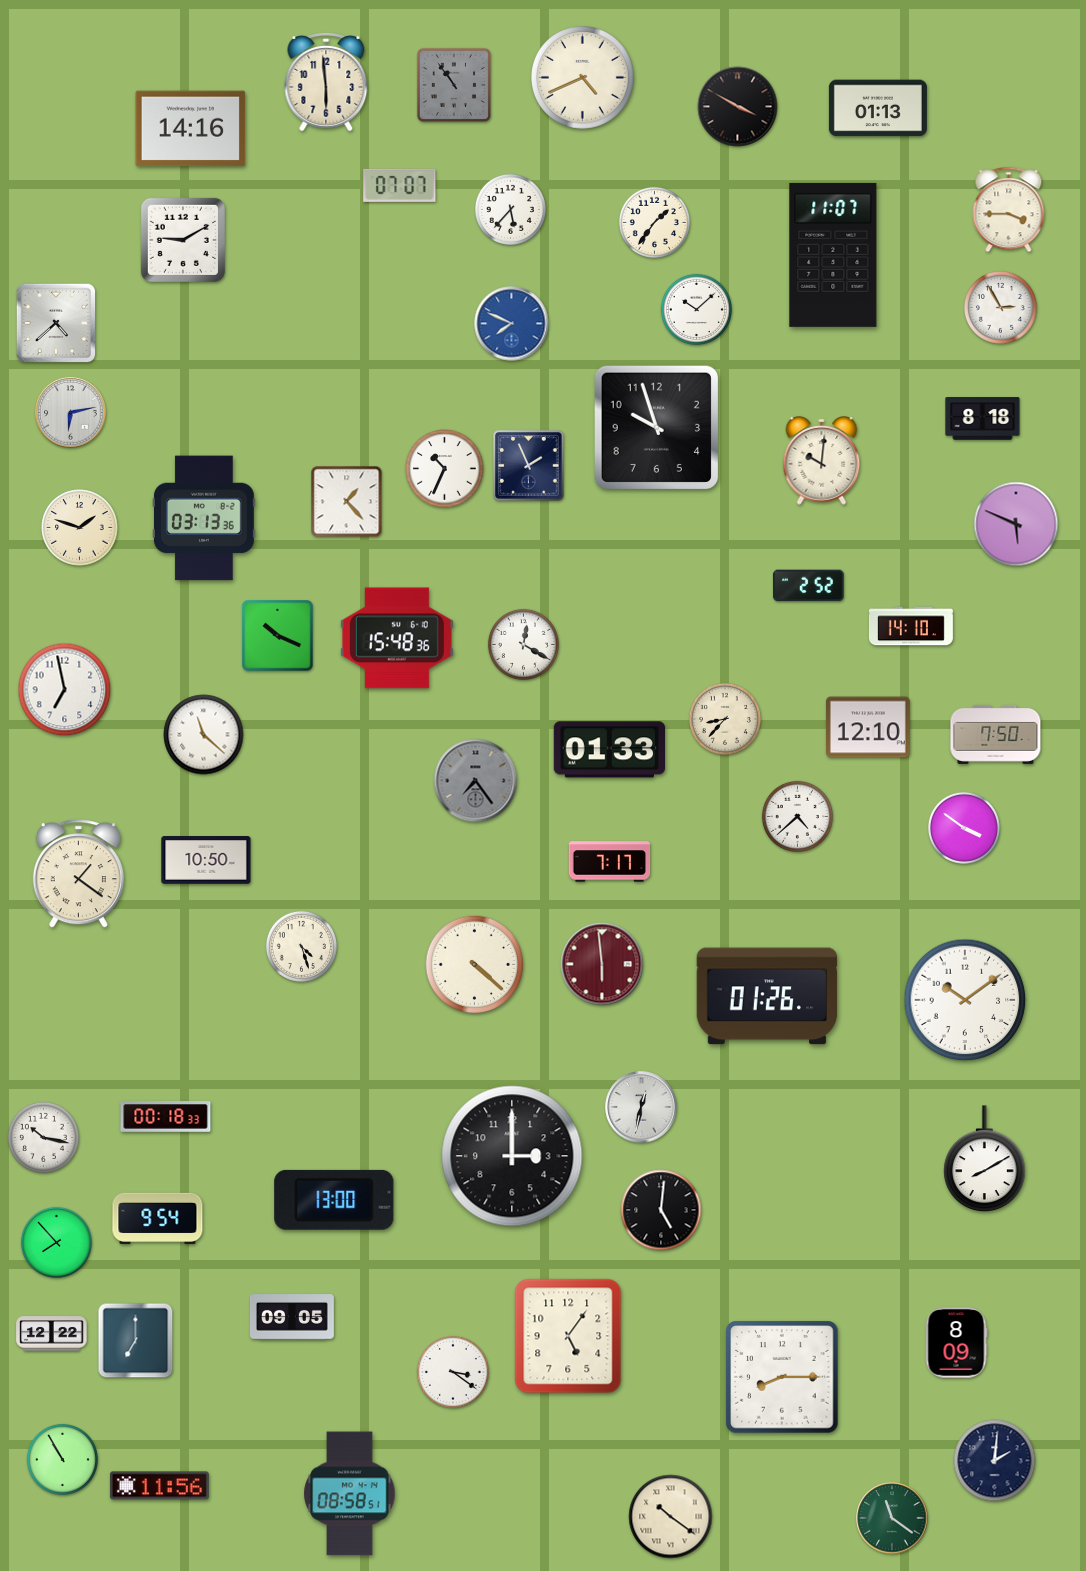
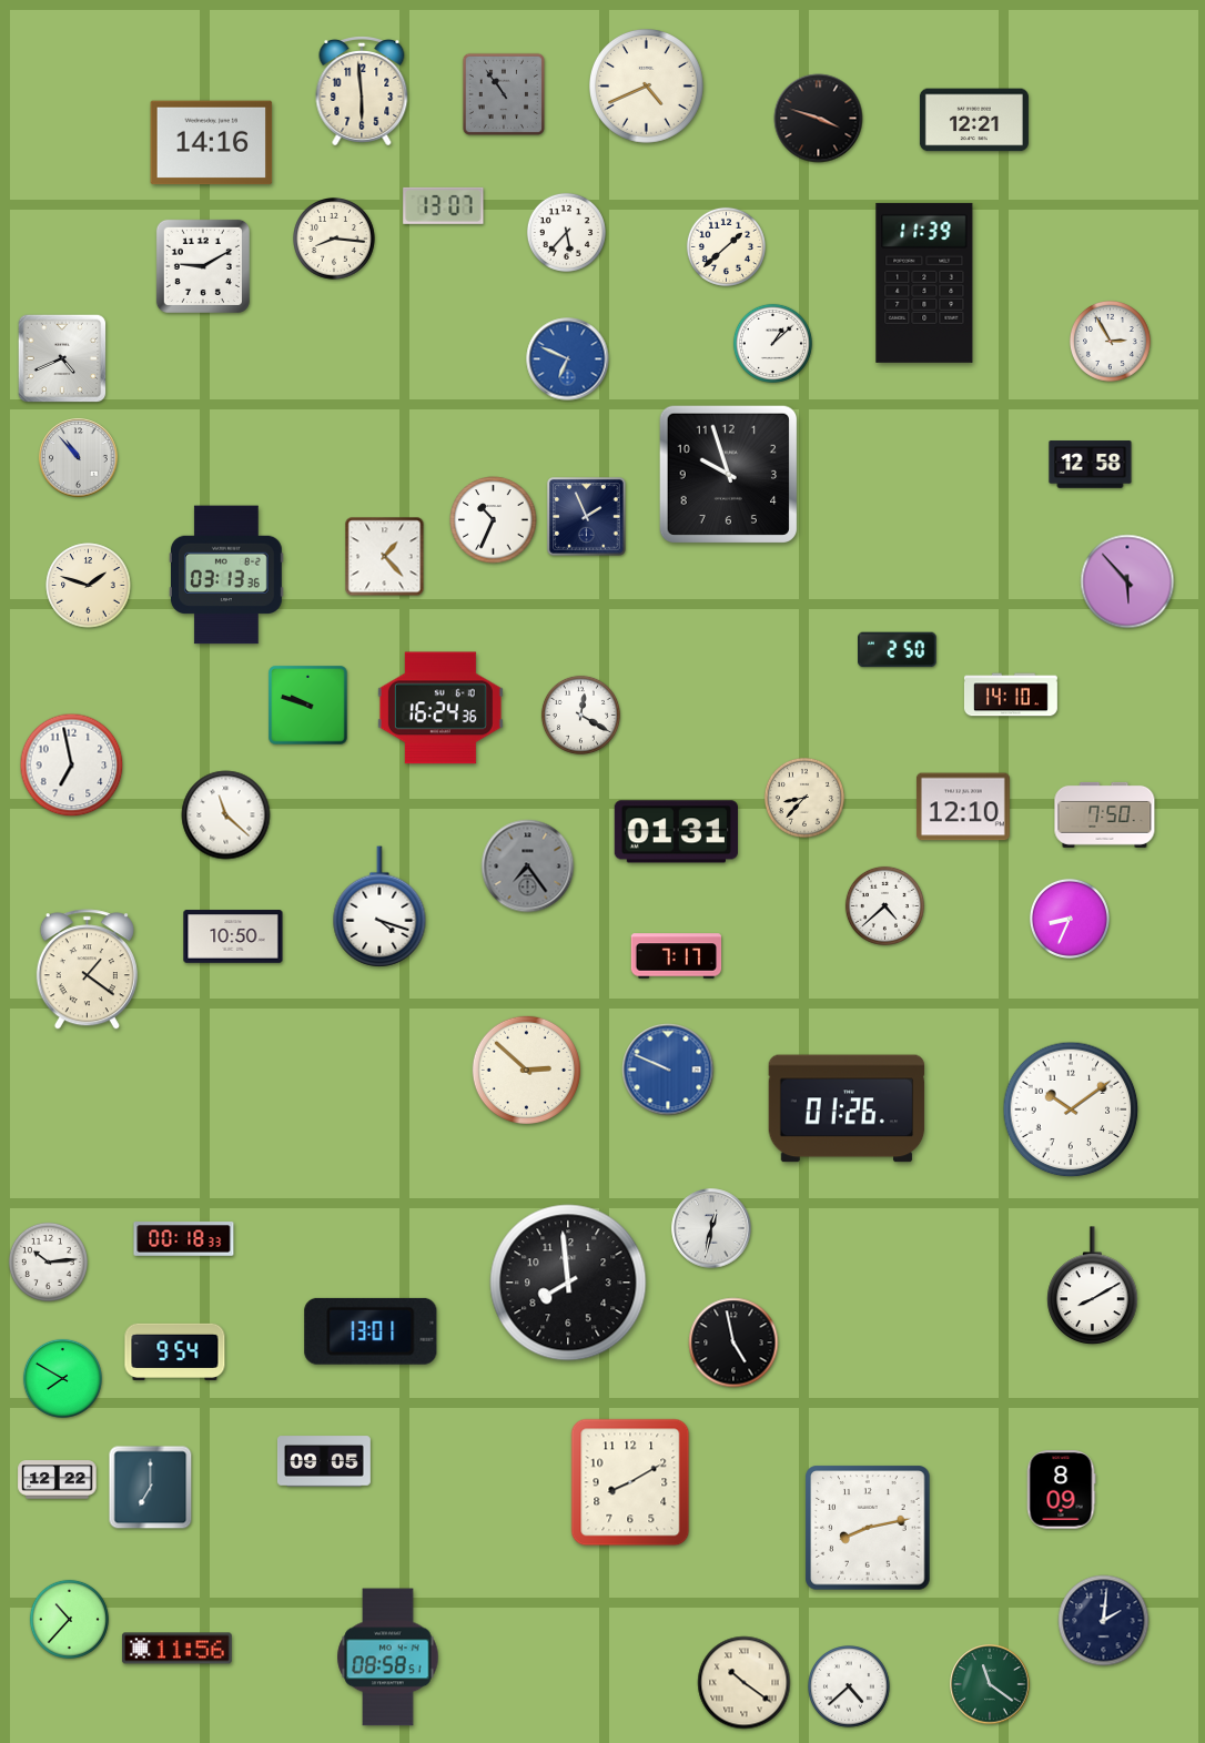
clock at (738, 107): 3:50 -> 3:48
clock at (878, 108): 01:13 -> 12:21
clock at (400, 185): 07:07 -> 13:07
clock at (1009, 210): 3:45 -> none
clock at (335, 240): none -> 8:16
clock at (654, 222): 1:36 -> 1:38
clock at (833, 255): 11:07 -> 11:39
clock at (696, 309): 10:08 -> 1:08
clock at (56, 323): 4:38 -> 4:41
clock at (512, 324): 7:49 -> 6:49
clock at (71, 413): 6:13 -> 10:53
clock at (983, 419): 8:18 -> 12:58
clock at (822, 461): 10:01 -> none
clock at (1016, 524): 5:49 -> 5:53
clock at (809, 586): 2:52 -> 2:50
clock at (278, 636): 10:19 -> 9:48
clock at (397, 638): 15:48 -> 16:24
clock at (609, 750): 01:33 -> 01:31
clock at (379, 906): none -> 4:18
clock at (964, 828): 3:51 -> 8:34
clock at (206, 860) position: (206, 860) -> (233, 936)
clock at (301, 946): 4:27 -> none
clock at (474, 964): 4:22 -> 2:52
clock at (602, 964): 5:59 -> 9:49
clock at (602, 964) dial: burgundy -> blue
clock at (767, 996) position: (767, 996) -> (847, 1108)
clock at (43, 1137): 10:17 -> 10:14
clock at (512, 1156): 3:00 -> 7:59
clock at (334, 1200): 13:00 -> 13:01
clock at (661, 1210): 5:01 -> 4:58
clock at (56, 1242): 7:53 -> 7:50
clock at (568, 1336): 5:06 -> 8:10
clock at (453, 1372): 3:21 -> none
clock at (782, 1377): 8:15 -> 8:13
clock at (62, 1459): 10:55 -> 10:37
clock at (850, 1688): none -> 4:38
